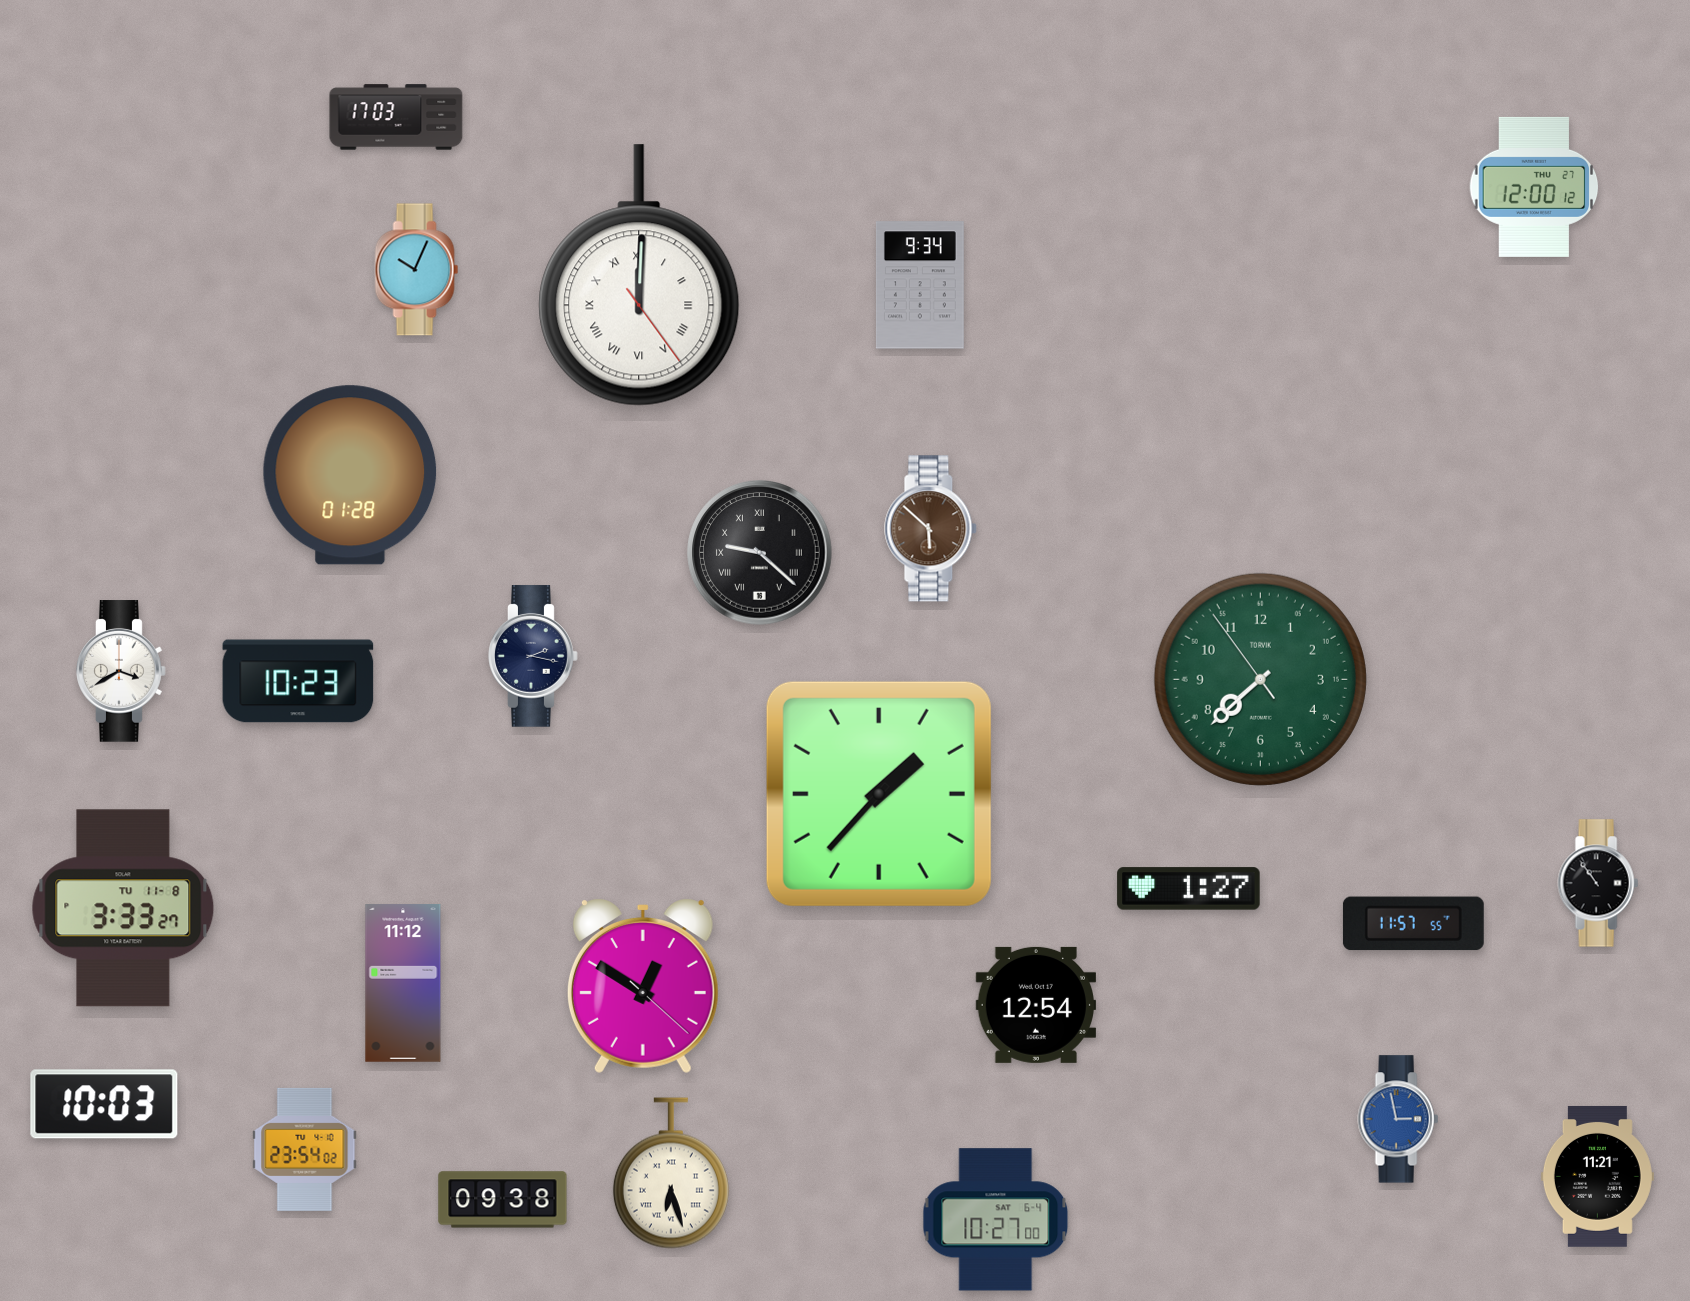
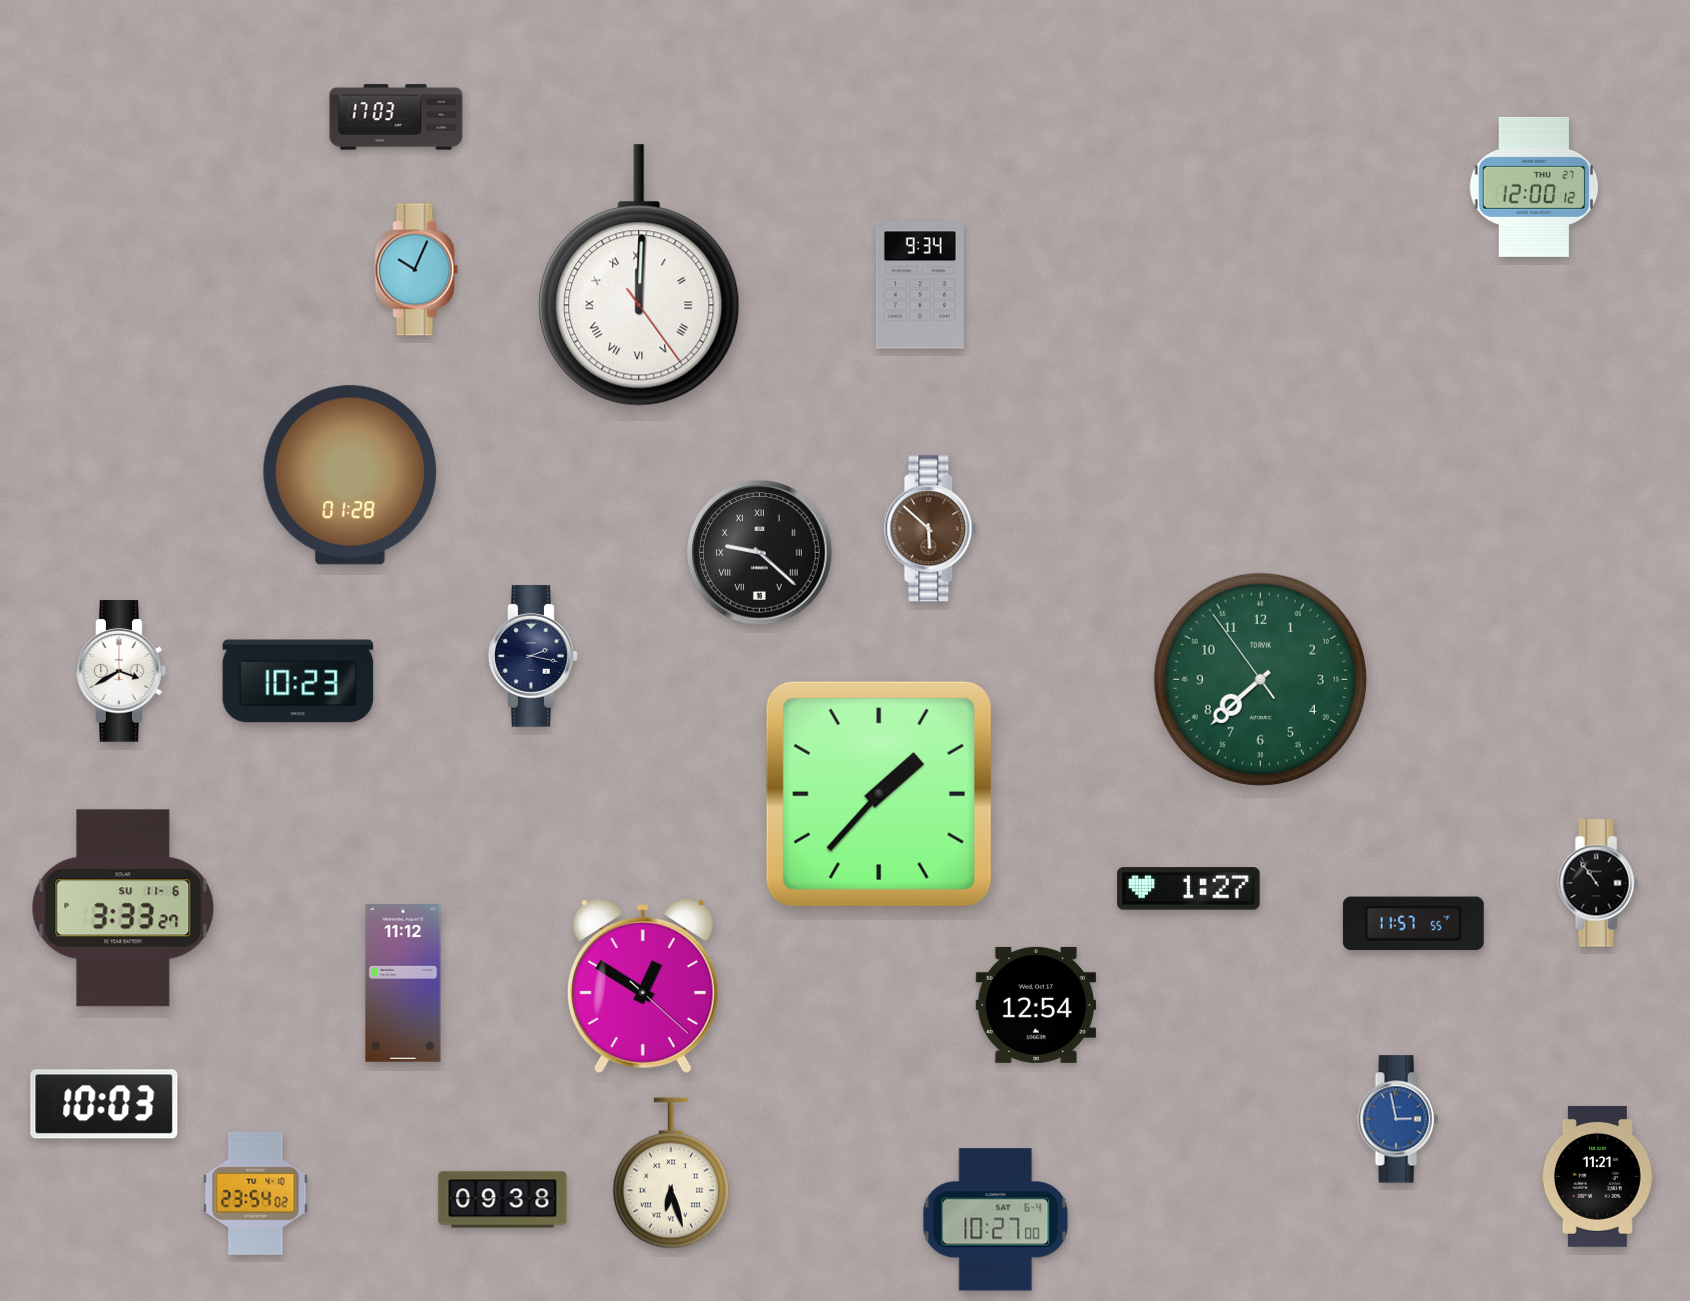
clock at (123, 908) date: TU 11-8 -> SU 11-6
clock at (305, 1149) position: (305, 1149) -> (256, 1193)
